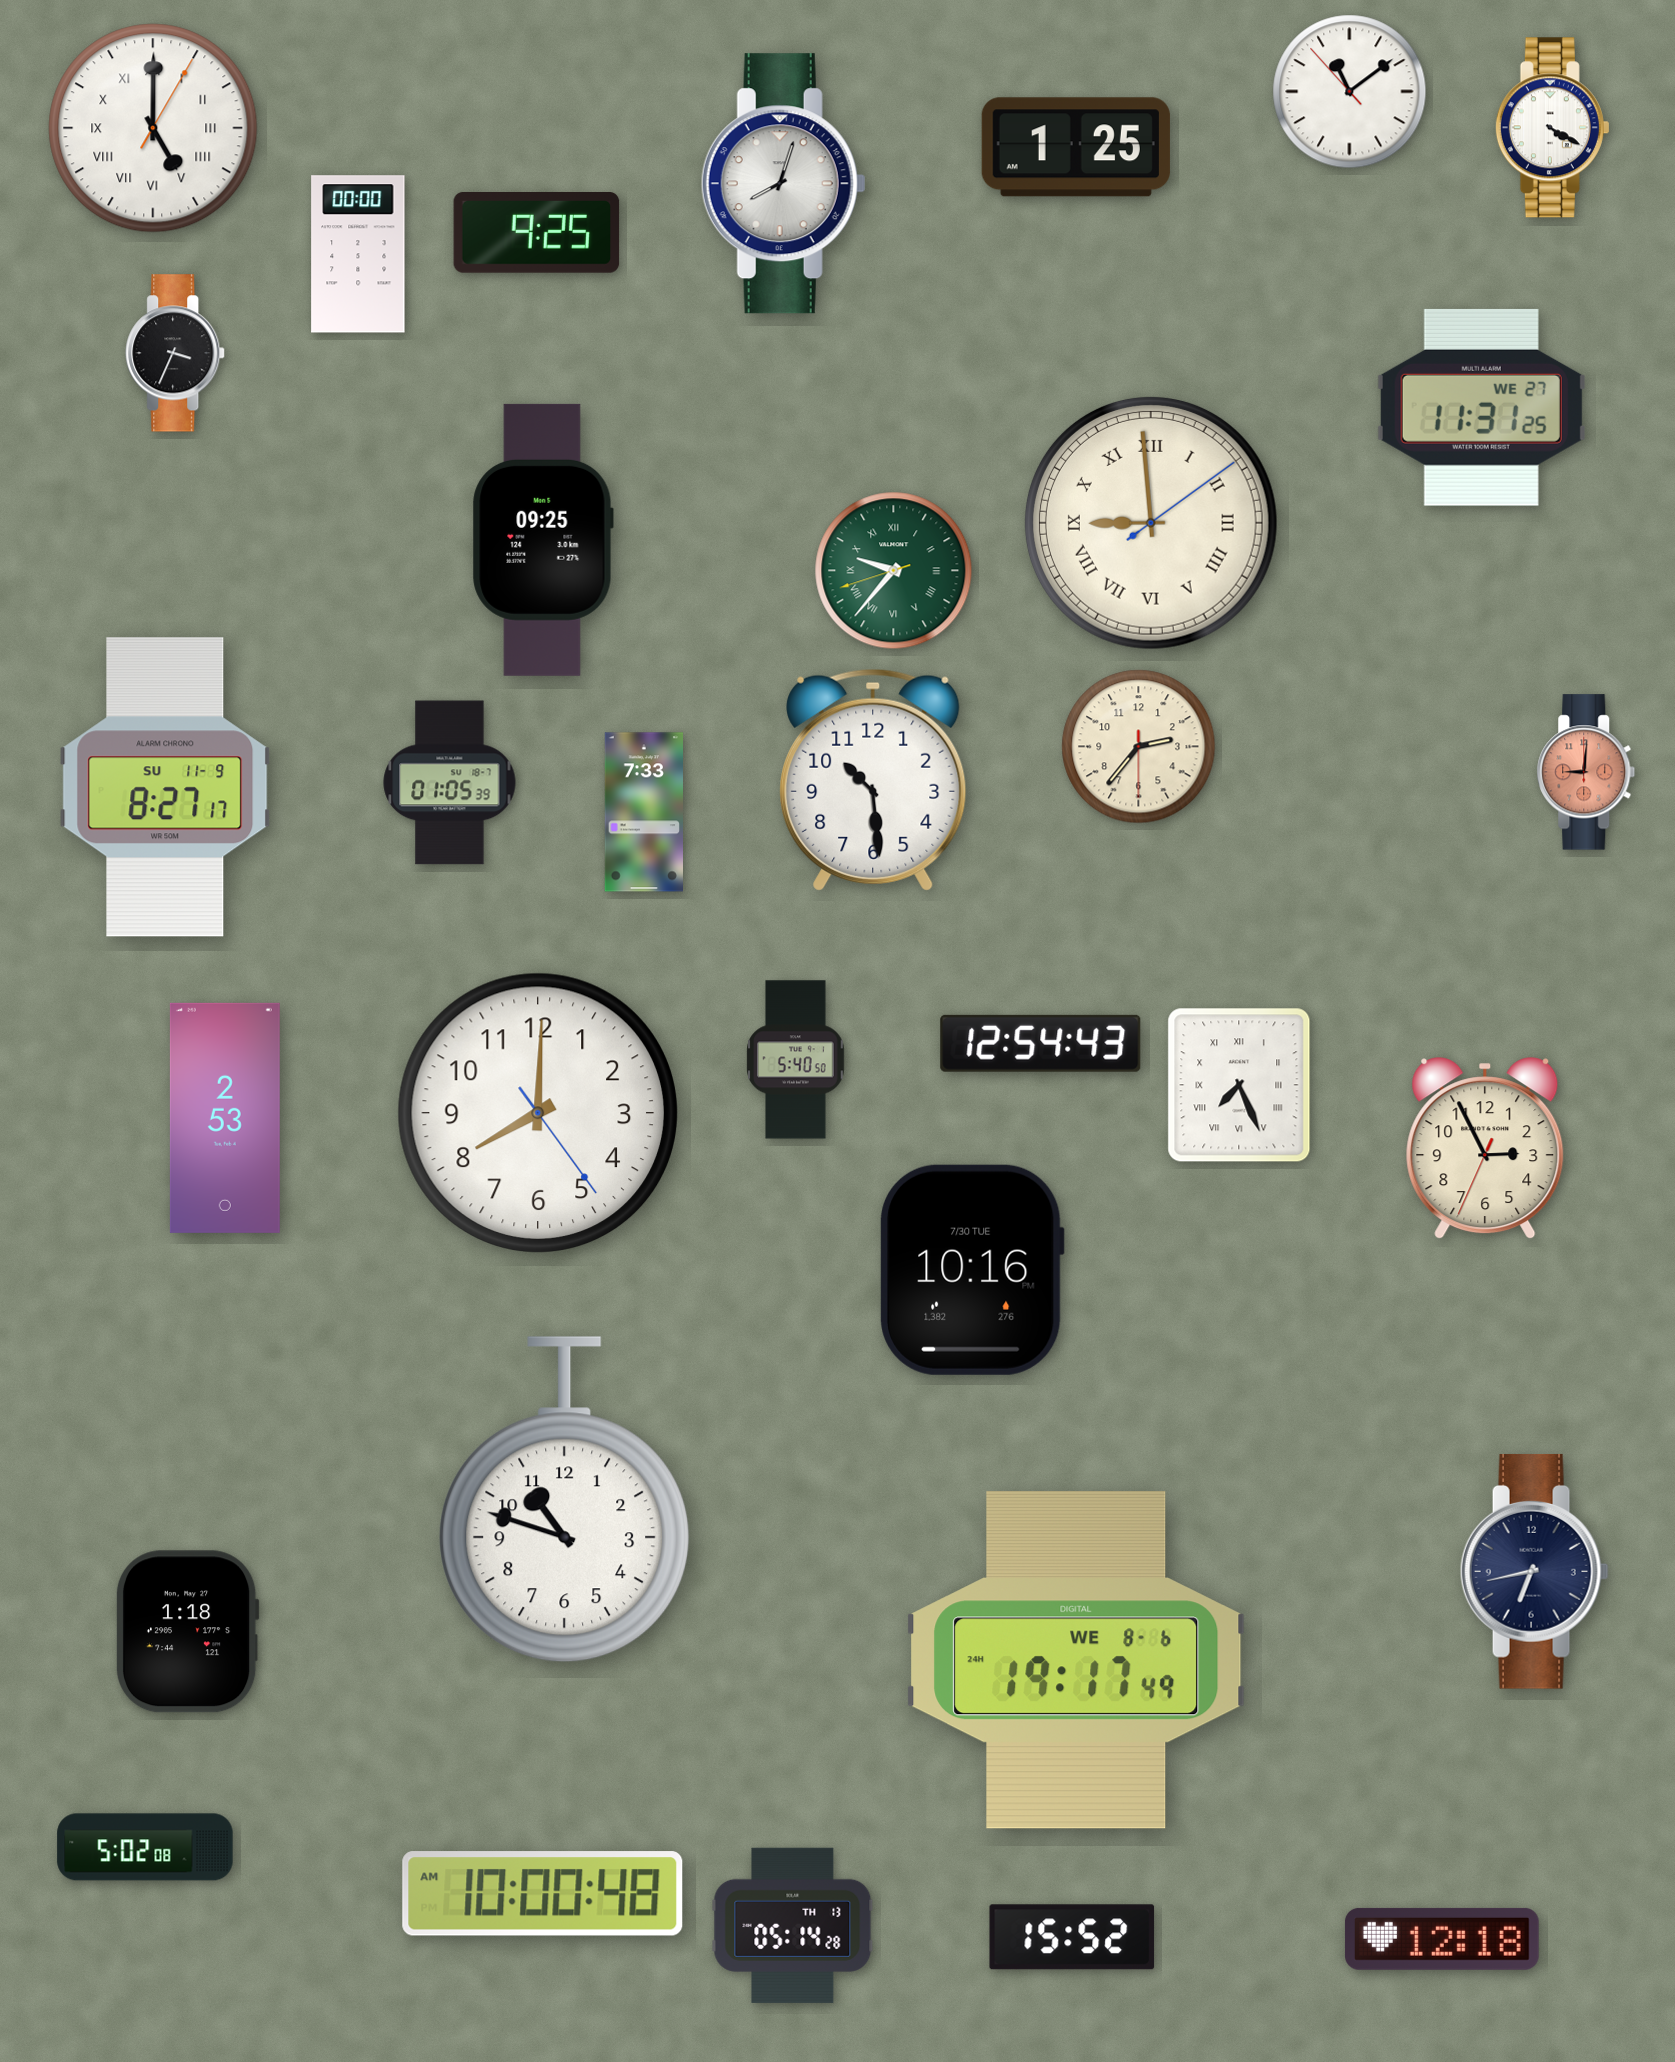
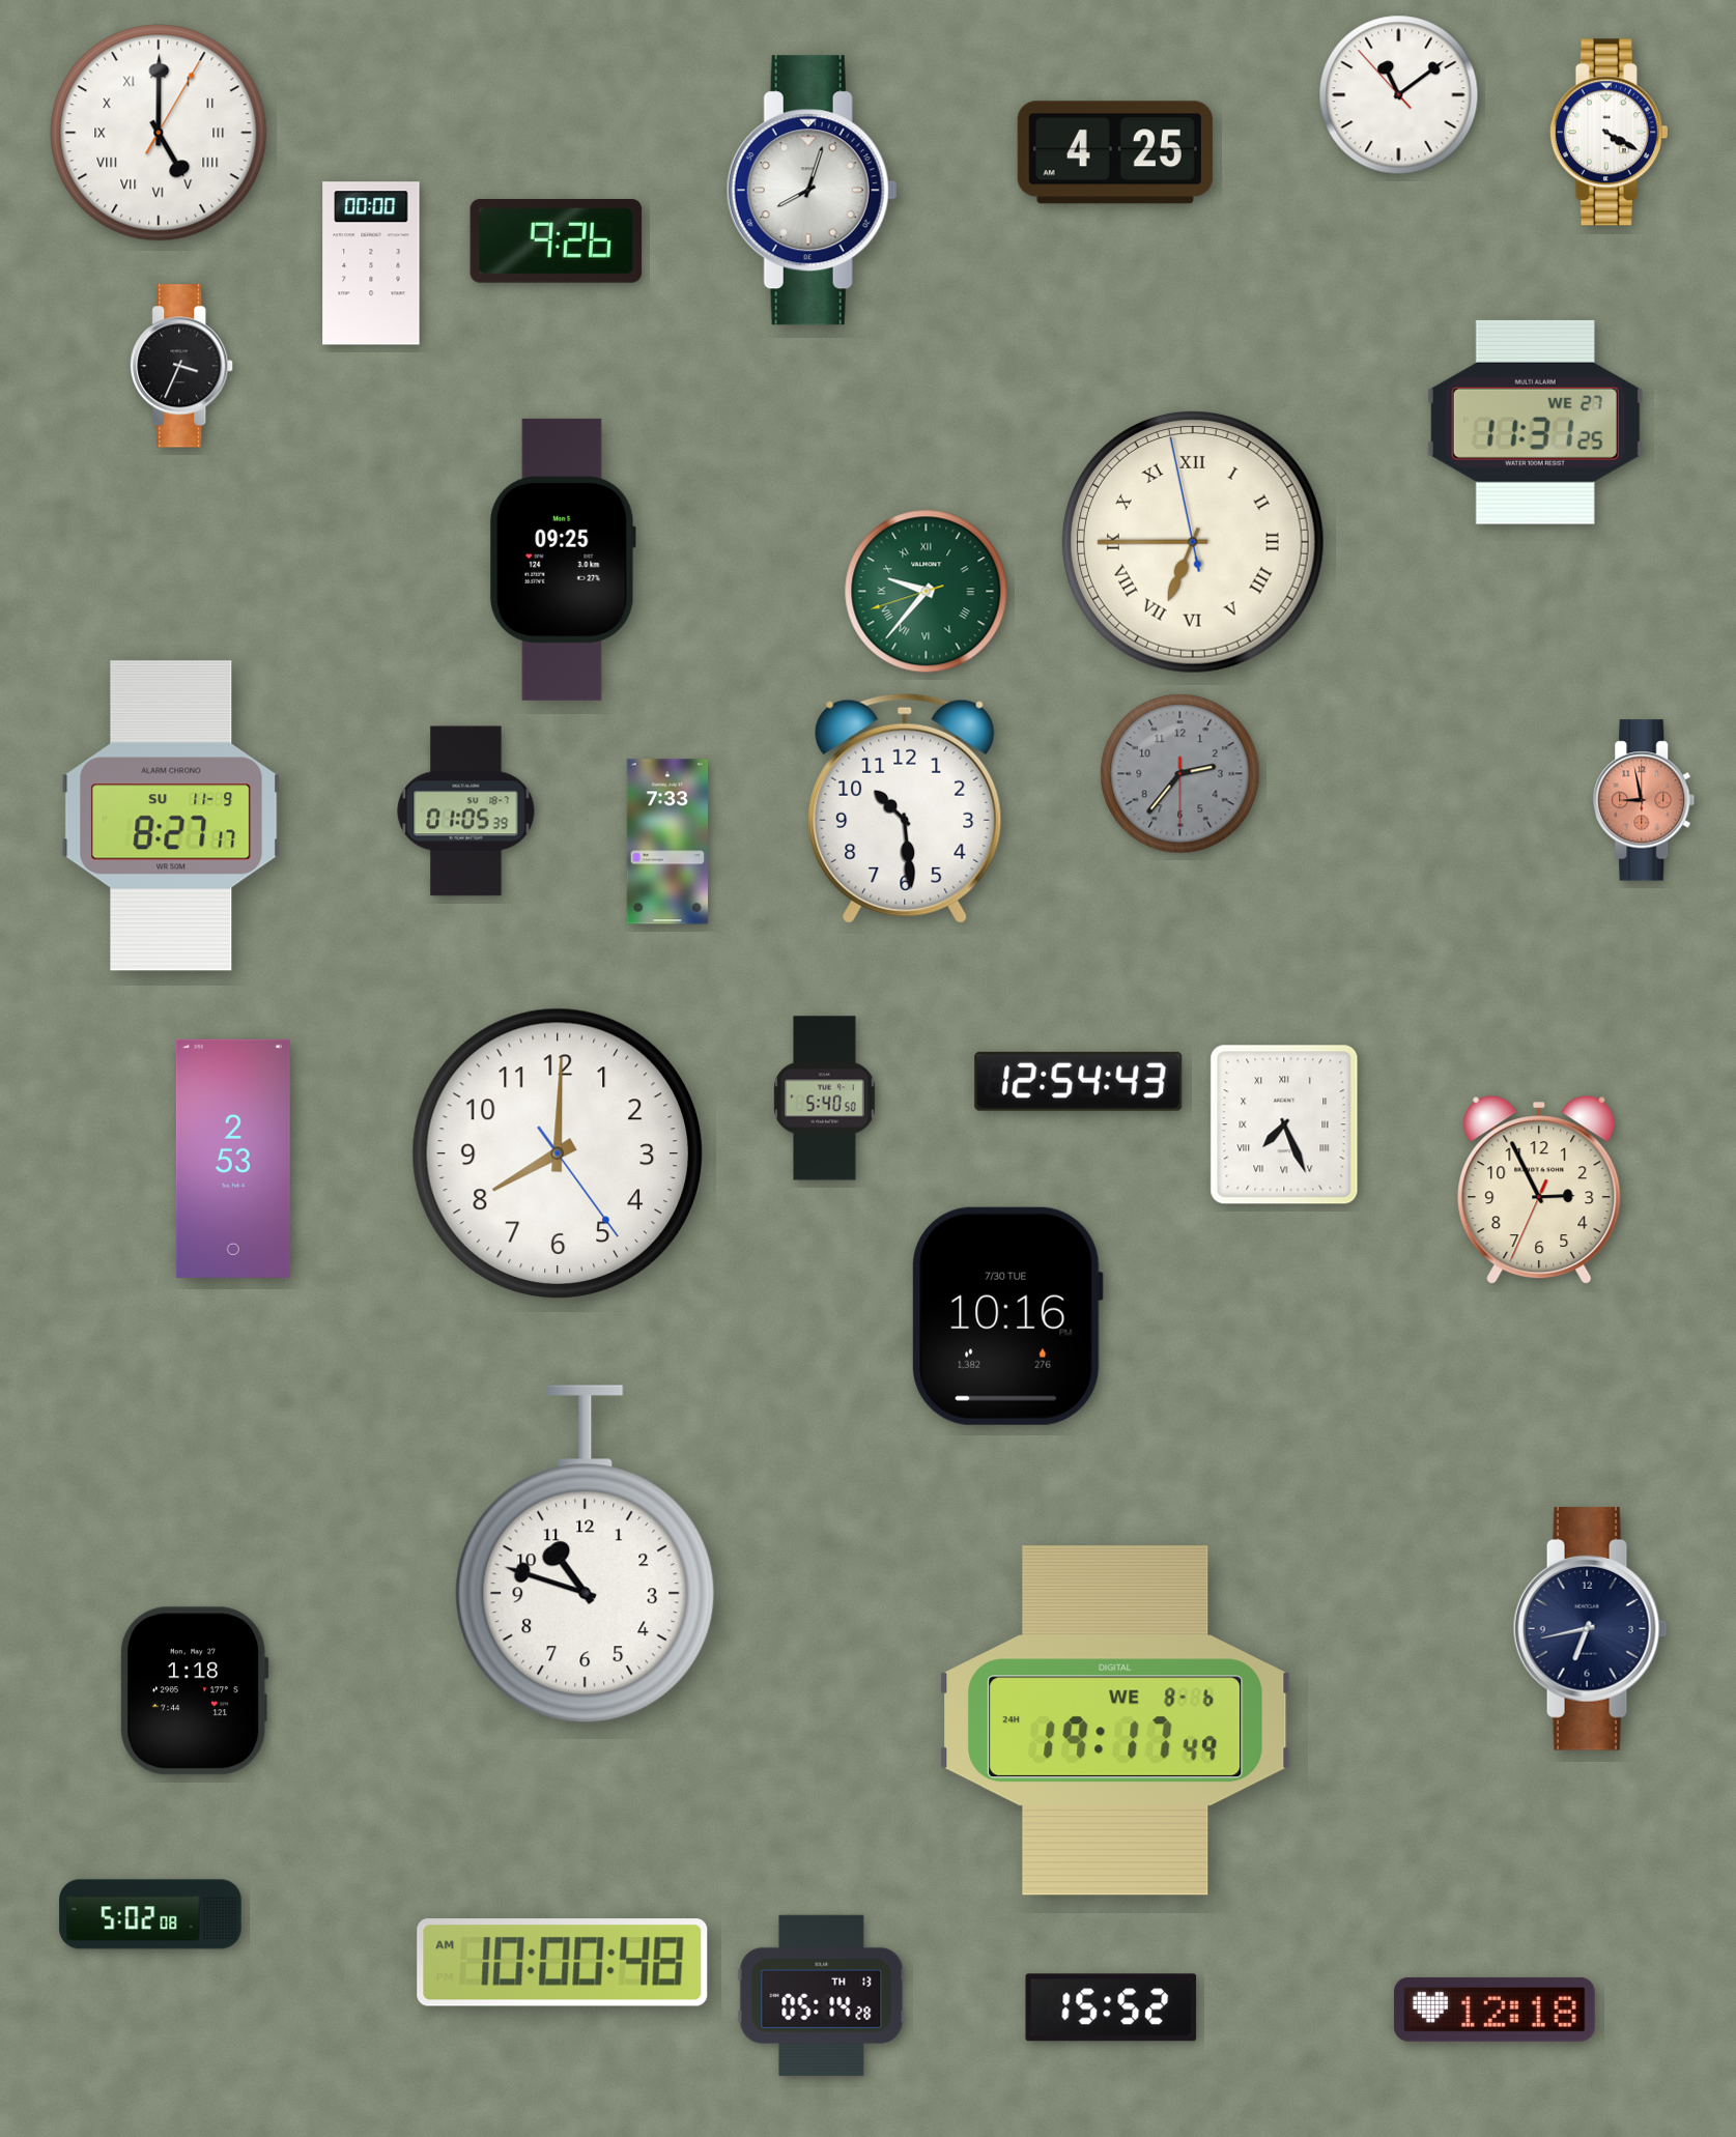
clock at (1076, 147): 1:25 -> 4:25
clock at (537, 233): 9:25 -> 9:26
clock at (1151, 523): 8:59 -> 6:44
clock at (1139, 747) dial: cream -> grey
clock at (1586, 772): 9:01 -> 8:58
